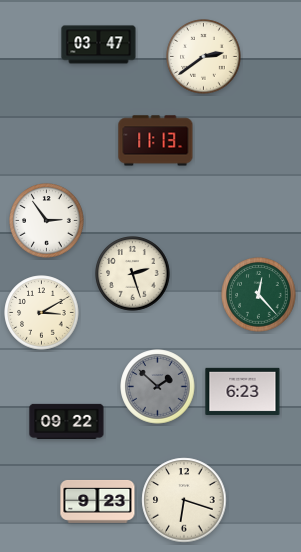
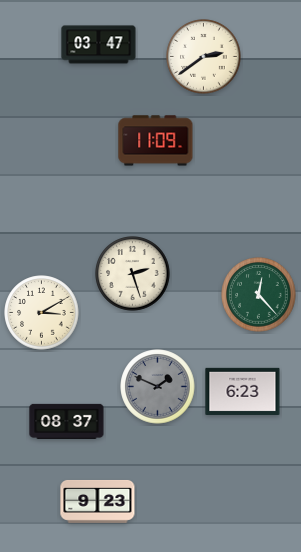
clock at (156, 141): 11:13 -> 11:09
clock at (47, 221): 2:54 -> none
clock at (158, 387): 1:52 -> 1:49
clock at (67, 421): 09:22 -> 08:37
clock at (184, 500): 6:18 -> none
